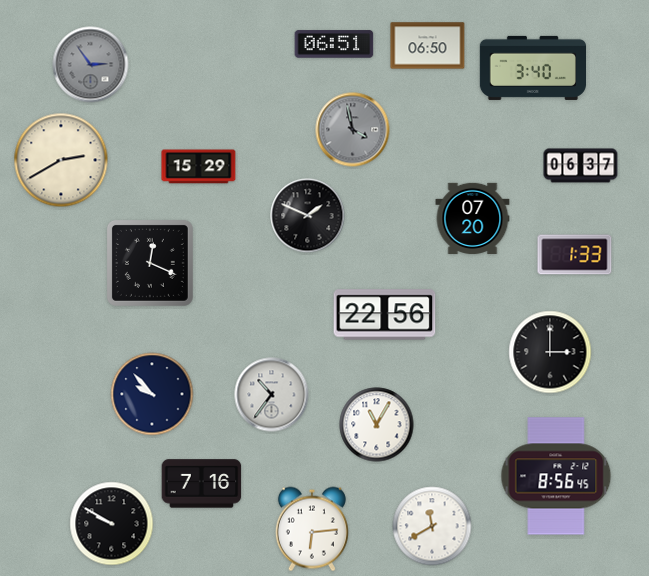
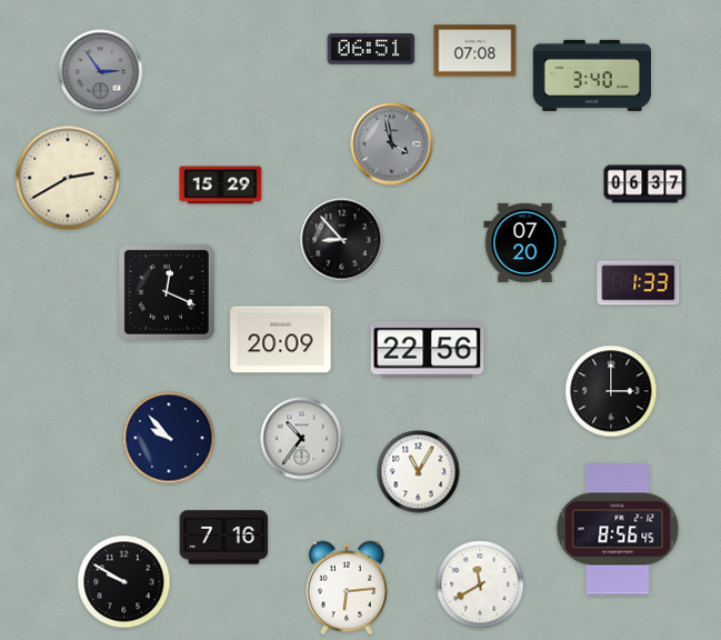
clock at (428, 46): 06:50 -> 07:08
clock at (308, 216): 1:49 -> 8:53
clock at (281, 340): none -> 20:09
